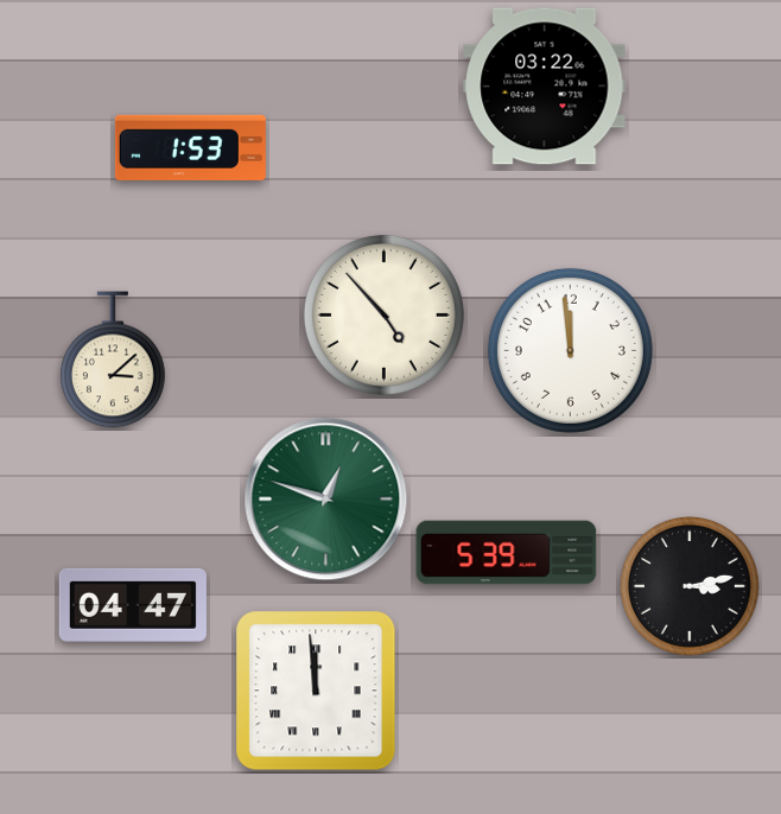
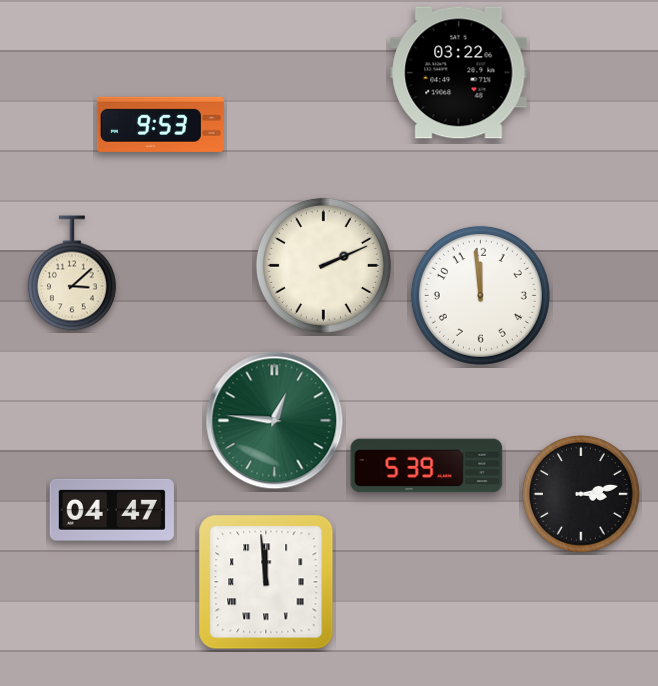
clock at (190, 147): 1:53 -> 9:53
clock at (383, 314): 4:53 -> 2:11
clock at (113, 360) position: (113, 360) -> (72, 273)
clock at (326, 500): 12:48 -> 12:46
